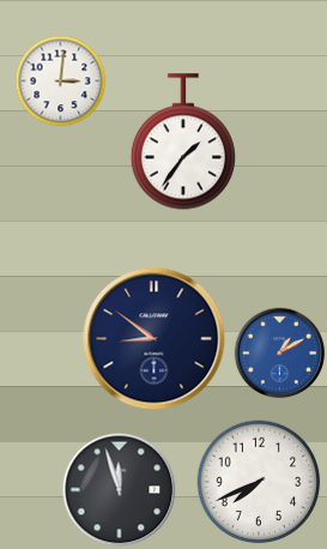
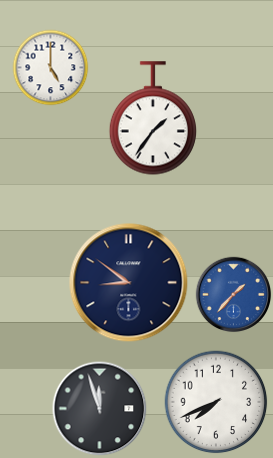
clock at (61, 82): 3:01 -> 5:00
clock at (280, 354): 1:10 -> 1:37
